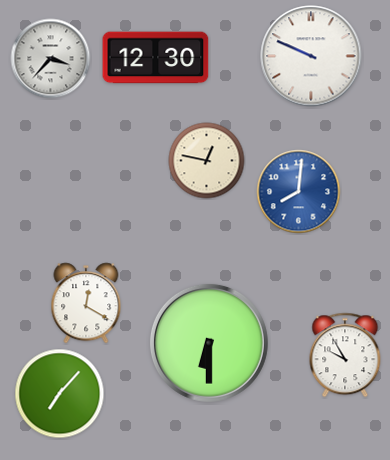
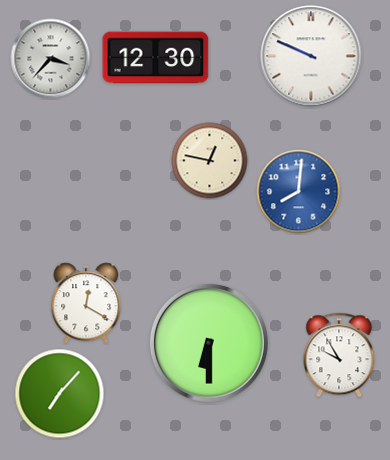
clock at (207, 161) position: (207, 161) -> (210, 161)
clock at (345, 355) position: (345, 355) -> (339, 355)
